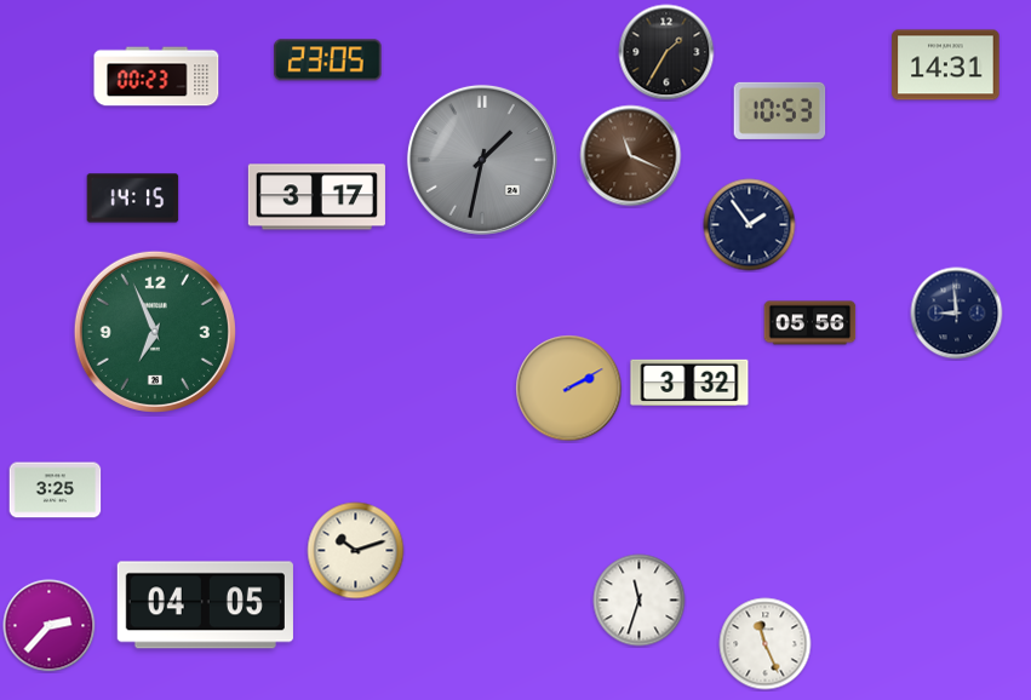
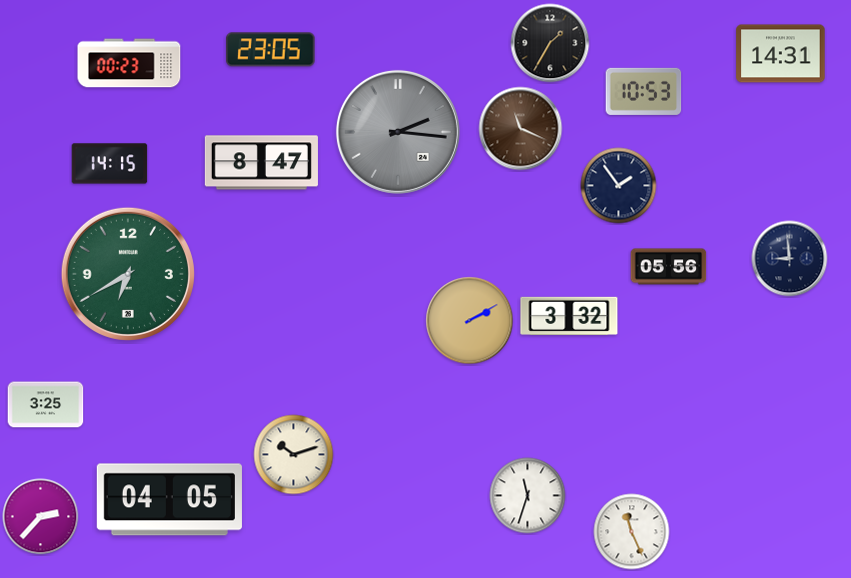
clock at (482, 160): 1:32 -> 2:16
clock at (316, 197): 3:17 -> 8:47
clock at (155, 332): 6:56 -> 6:40
